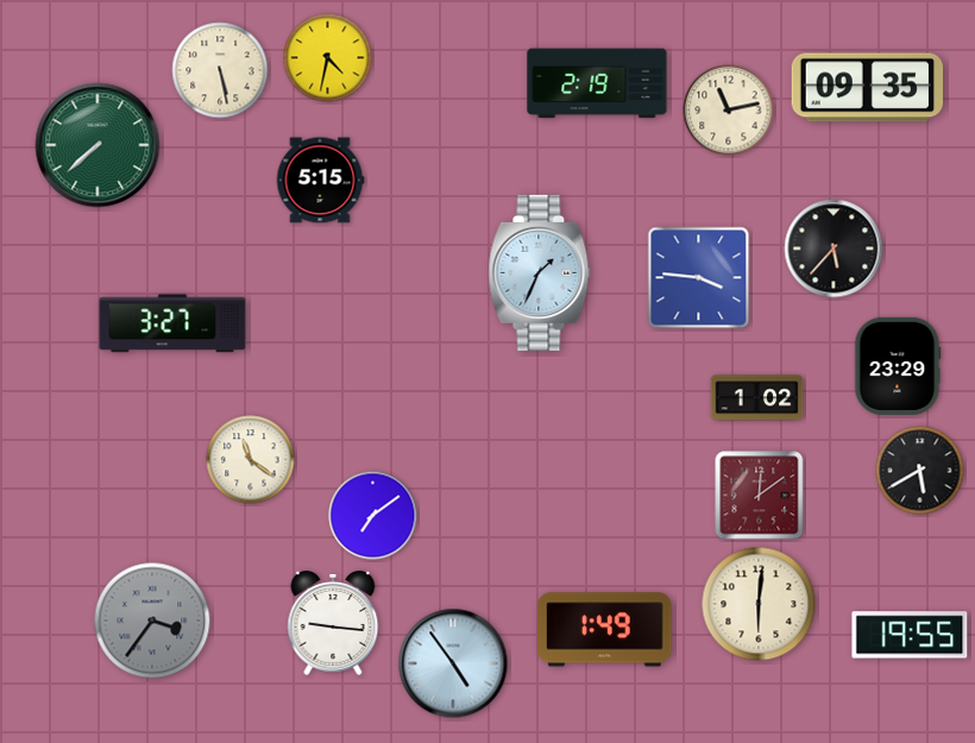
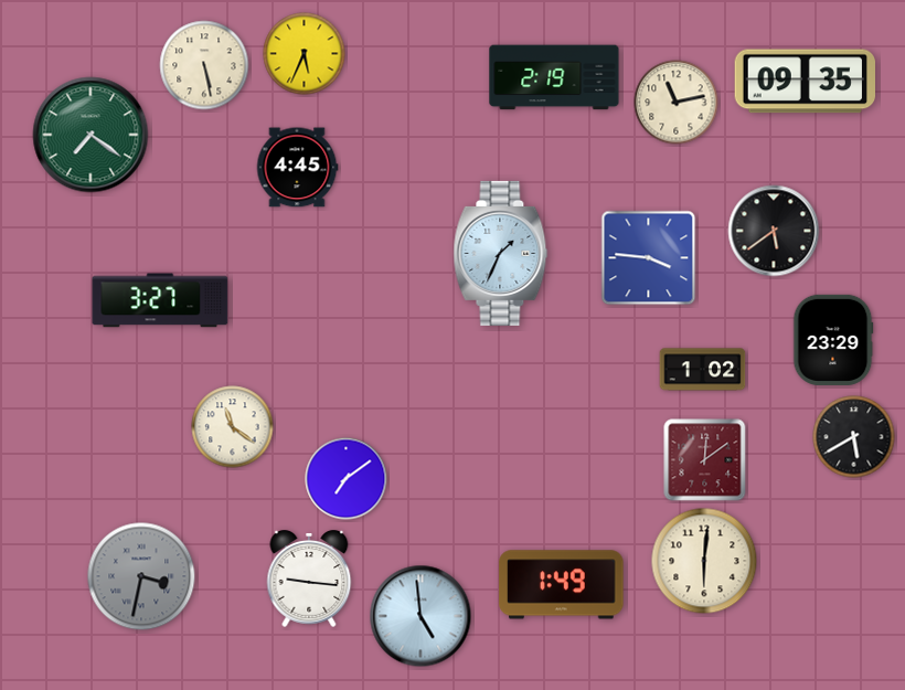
clock at (328, 58): 4:32 -> 5:34
clock at (97, 145): 7:38 -> 7:21
clock at (320, 181): 5:15 -> 4:45
clock at (834, 248): 5:37 -> 5:39
clock at (152, 621): 3:36 -> 3:32
clock at (910, 635): 19:55 -> none
clock at (453, 663): 4:54 -> 4:59
